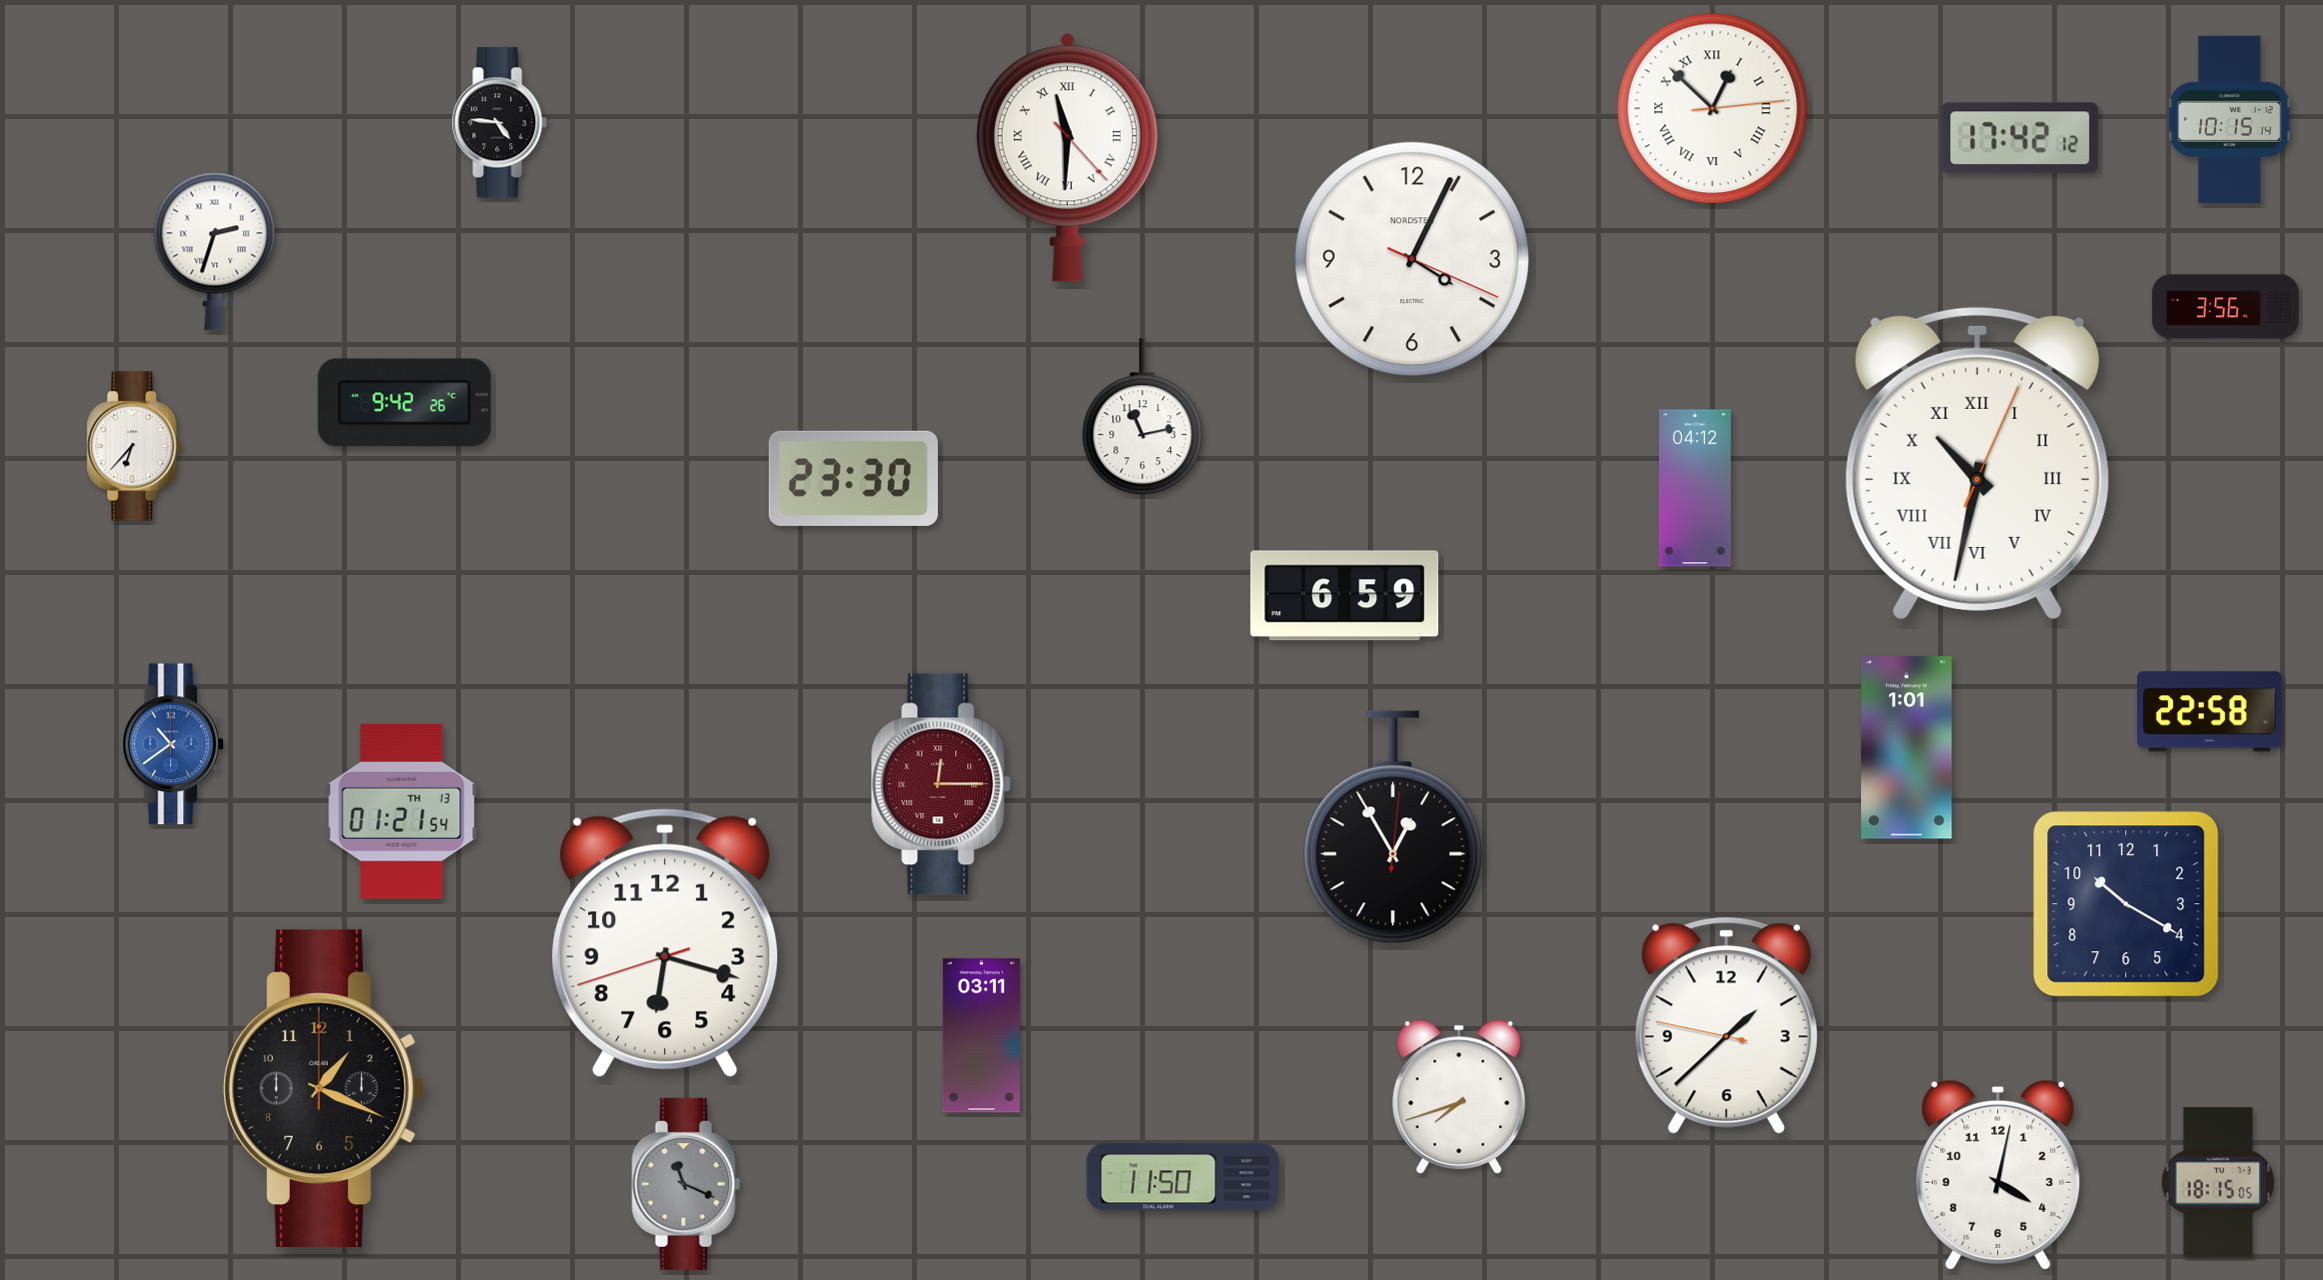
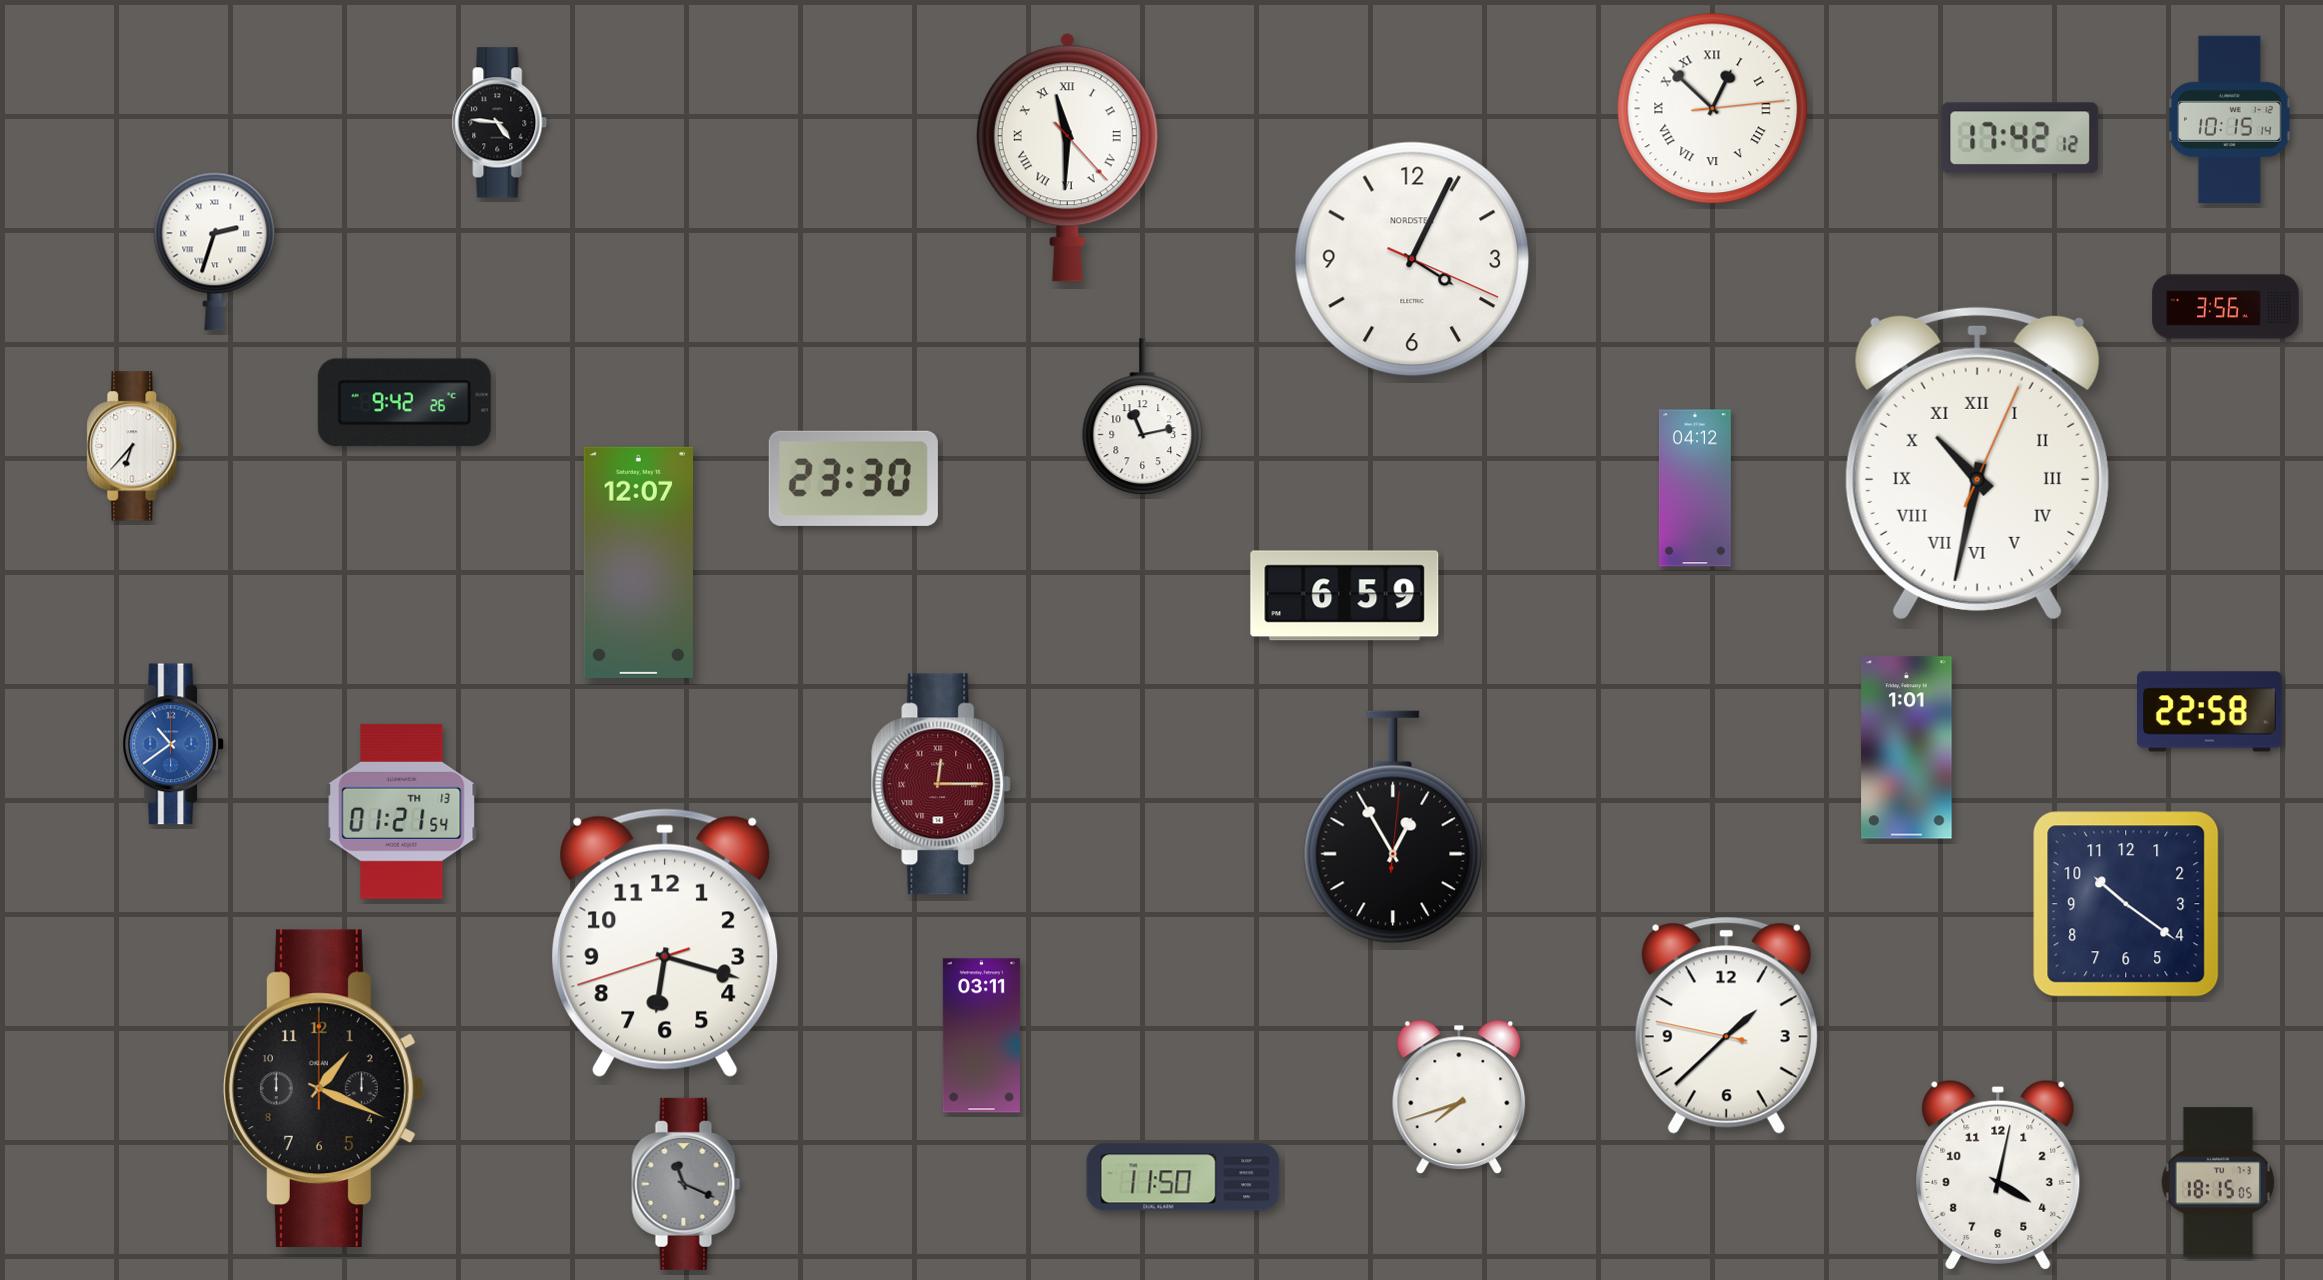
clock at (638, 562): none -> 12:07
clock at (2126, 904): 10:20 -> 10:21
